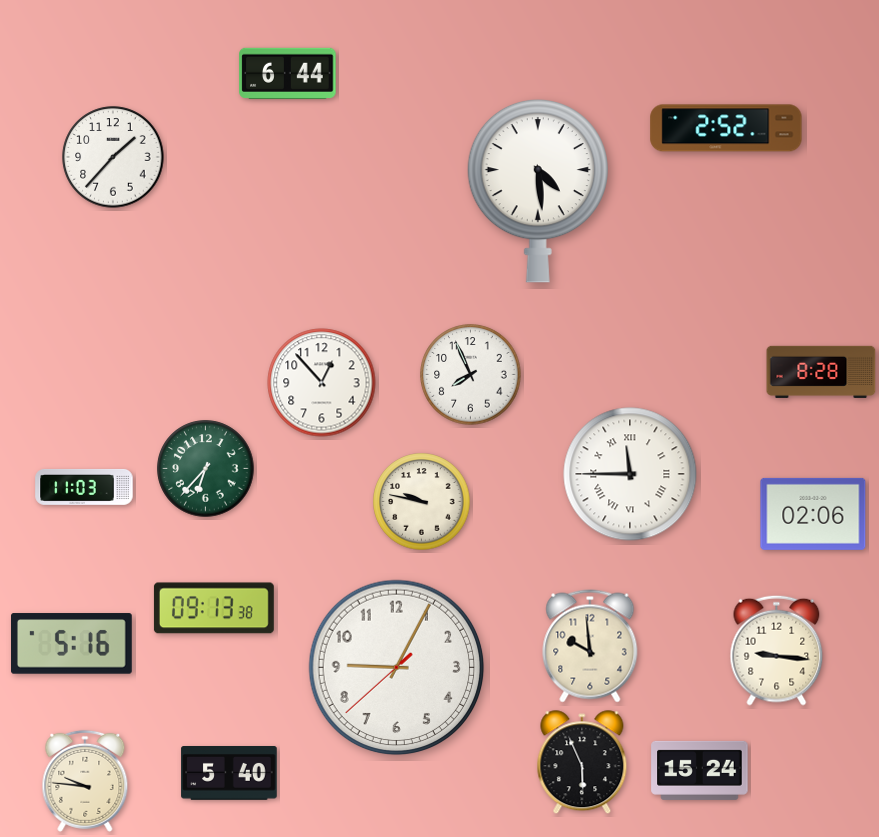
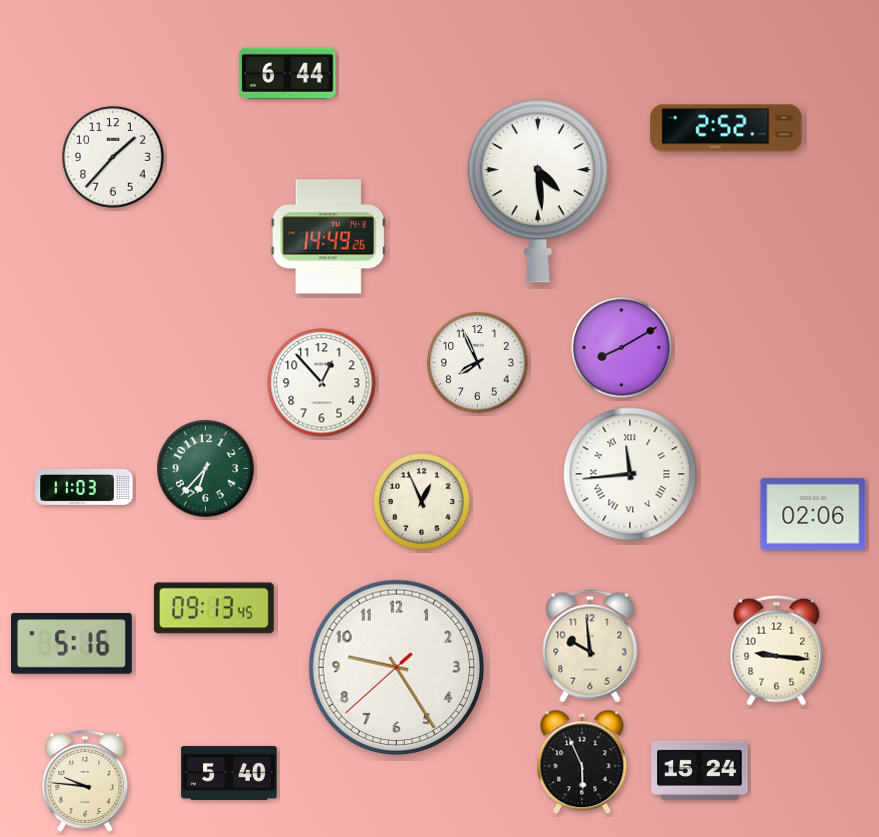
clock at (328, 237): none -> 14:49
clock at (622, 348): none -> 8:10
clock at (821, 372): 8:28 -> none
clock at (471, 375) position: (471, 375) -> (478, 363)
clock at (630, 474): 11:45 -> 11:44
clock at (422, 502): 9:47 -> 12:56
clock at (214, 608): 09:13:38 -> 09:13:45
clock at (397, 668): 9:04 -> 9:24
